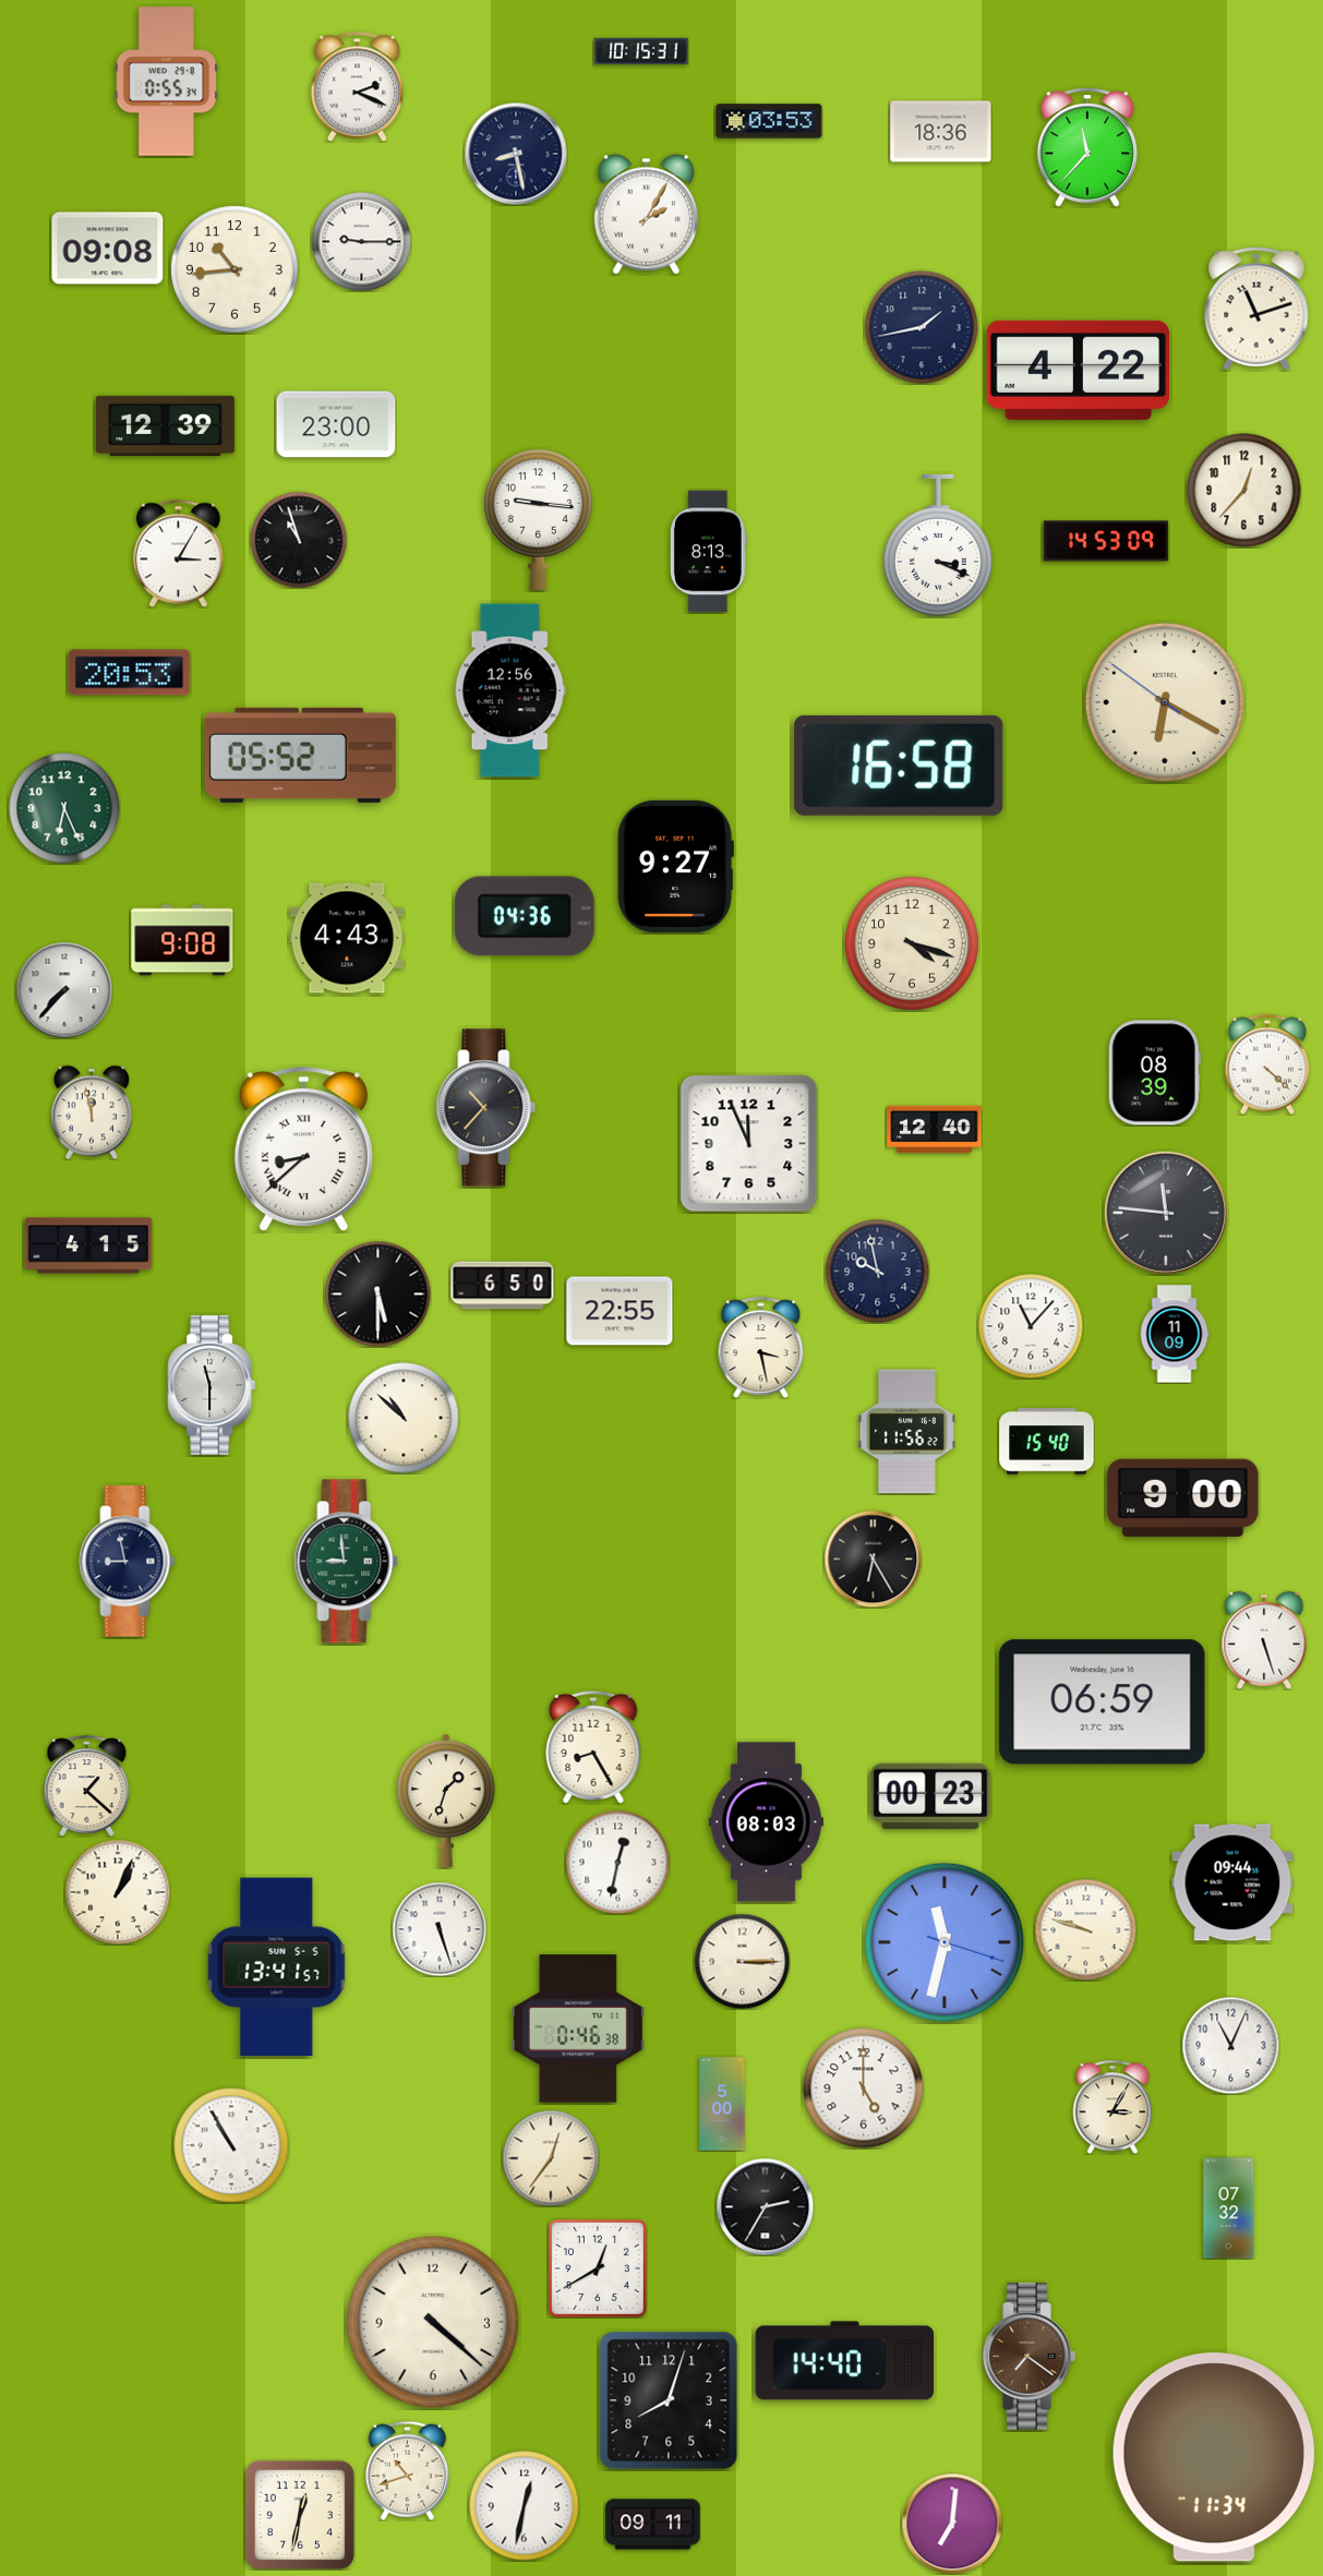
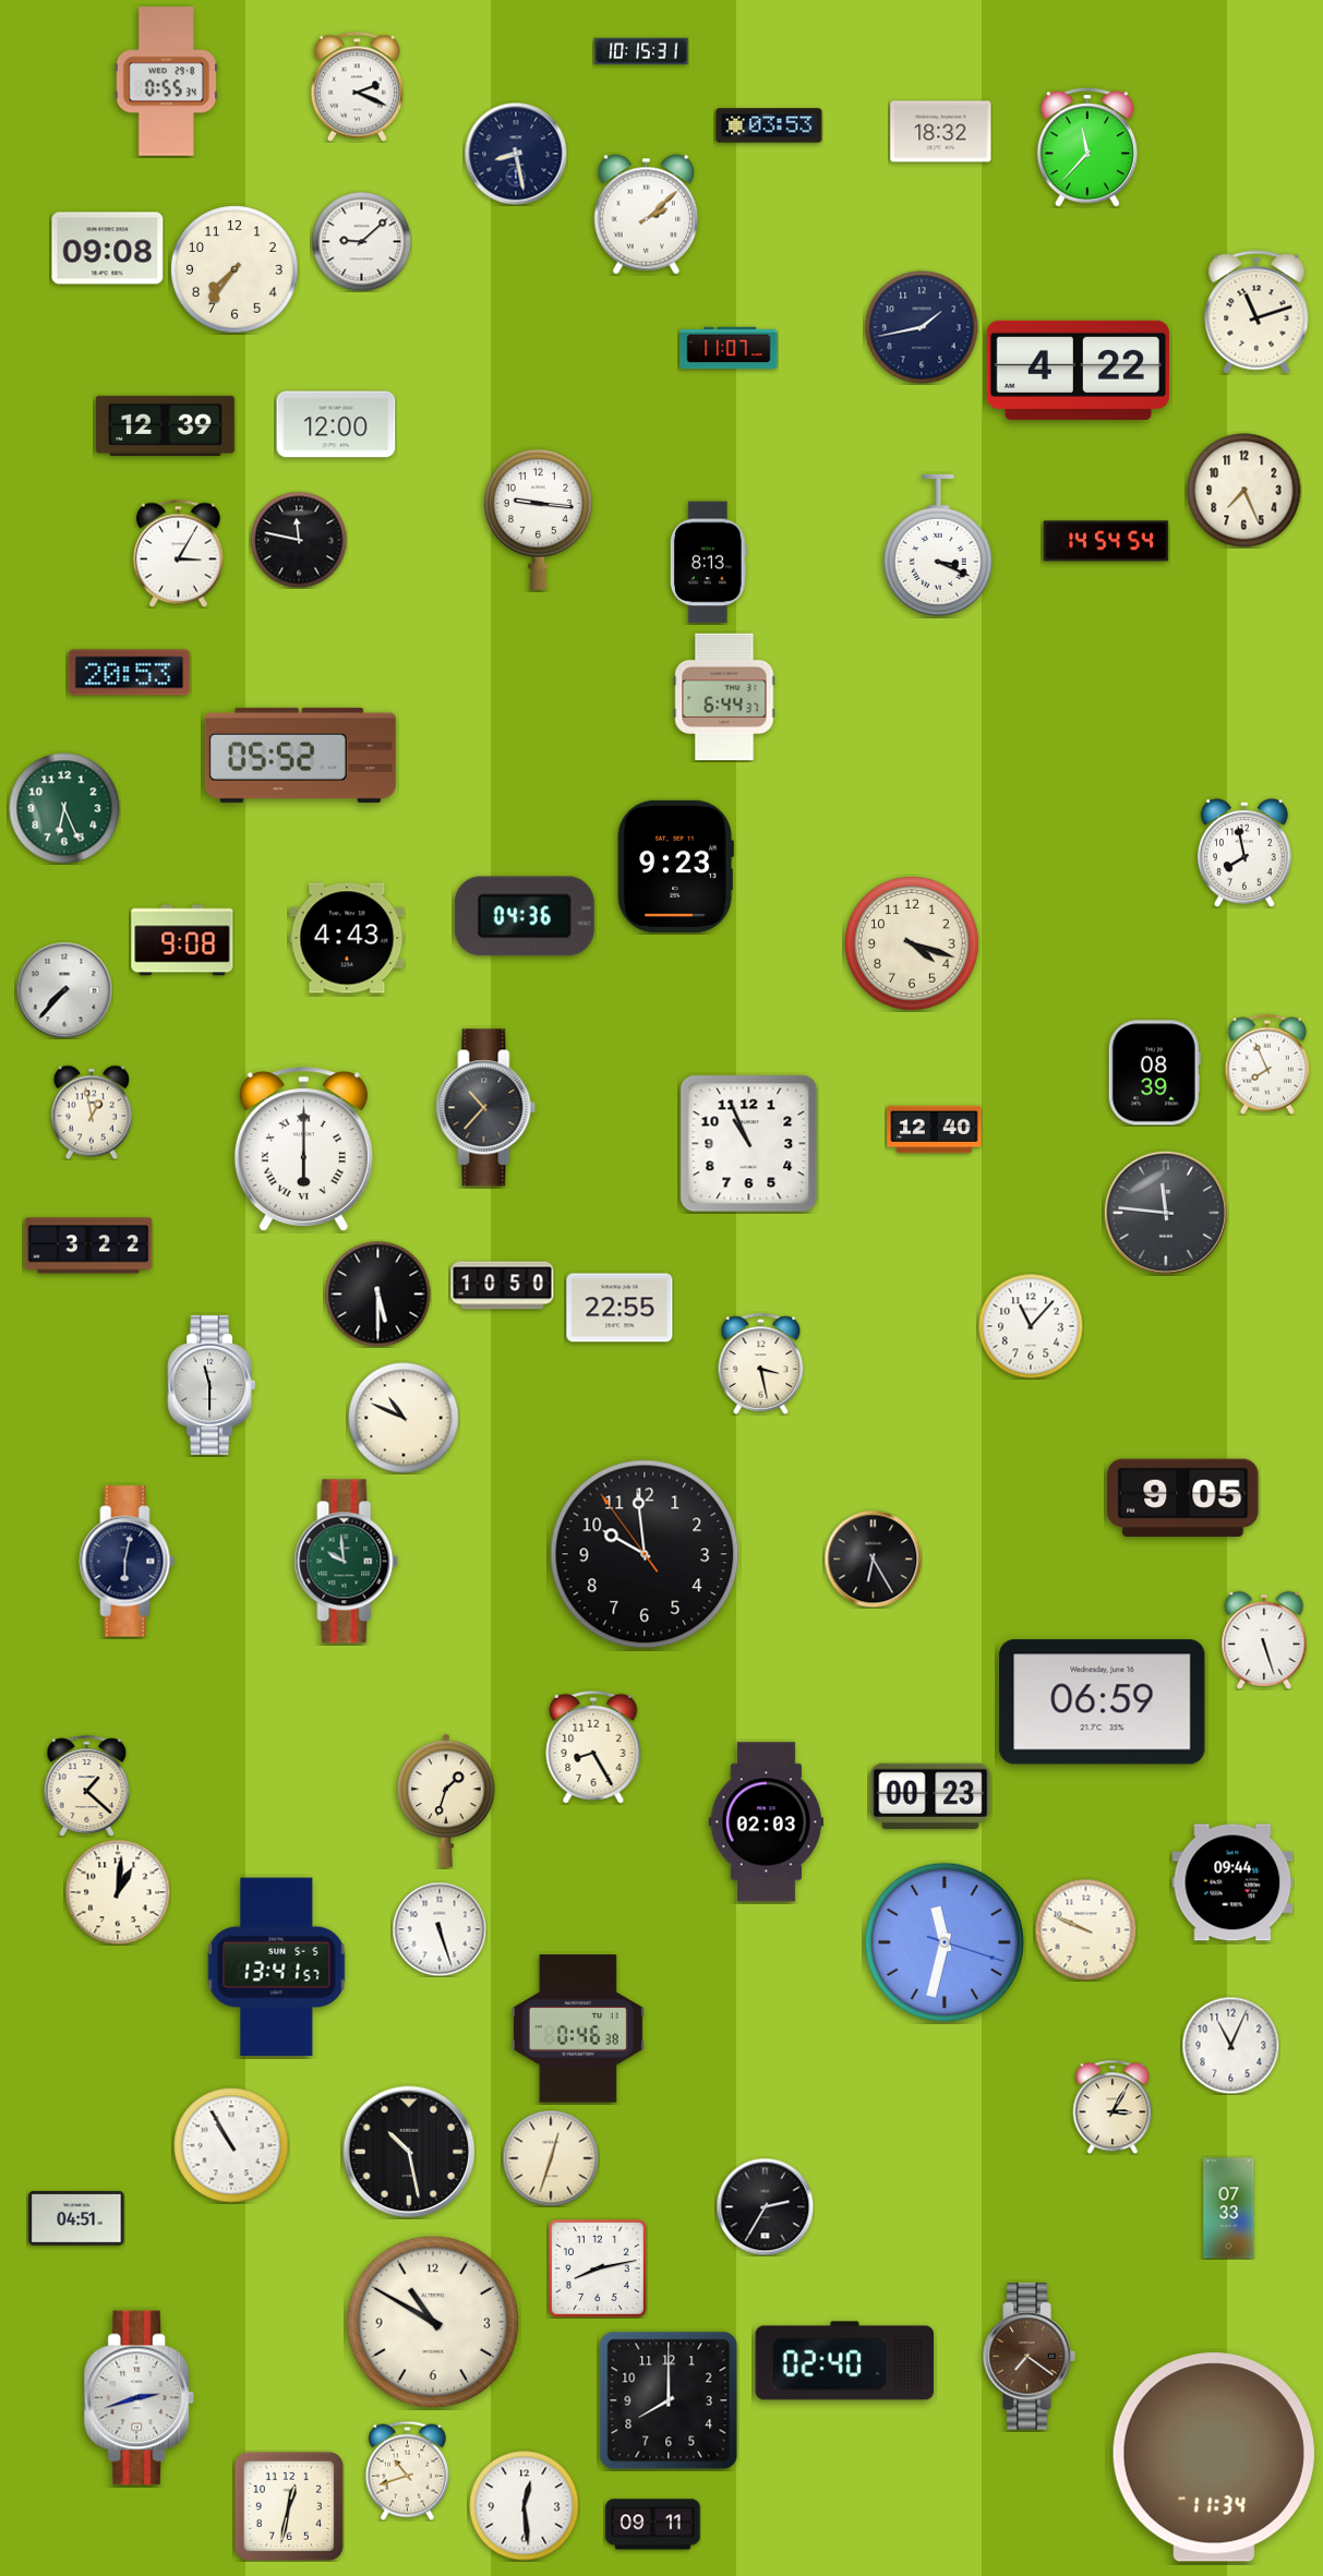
clock at (769, 121) position: (769, 121) -> (769, 125)
clock at (941, 132): 18:36 -> 18:32
clock at (647, 215): 2:05 -> 2:08
clock at (361, 241): 9:15 -> 9:08
clock at (234, 269): 10:44 -> 7:36
clock at (1256, 309) position: (1256, 309) -> (1256, 312)
clock at (729, 348): none -> 11:07
clock at (336, 424): 23:00 -> 12:00
clock at (1244, 491): 12:37 -> 7:26
clock at (299, 540): 10:57 -> 11:47
clock at (1106, 541): 14:53 -> 14:54
clock at (708, 552) position: (708, 552) -> (708, 563)
clock at (510, 690): 12:56 -> none
clock at (724, 697): none -> 6:44
clock at (1165, 702): 6:19 -> none
clock at (899, 766): 16:58 -> none
clock at (1246, 853): none -> 7:58
clock at (675, 866): 9:27 -> 9:23
clock at (1266, 1064): 4:22 -> 7:56
clock at (92, 1112): 11:58 -> 12:58
clock at (749, 1144): 11:56 -> 10:56
clock at (303, 1149): 8:38 -> 6:00
clock at (88, 1245): 4:15 -> 3:22
clock at (877, 1271): 9:58 -> none
clock at (503, 1286): 6:50 -> 10:50
clock at (620, 1311) position: (620, 1311) -> (620, 1308)
clock at (1175, 1334): 11:09 -> none
clock at (761, 1347) position: (761, 1347) -> (761, 1363)
clock at (404, 1418): 10:52 -> 10:49
clock at (906, 1432): 11:56 -> none
clock at (1047, 1442): 15:40 -> none
clock at (1183, 1498): 9:00 -> 9:05
clock at (645, 1554): none -> 9:58
clock at (128, 1562): 8:58 -> 6:02
clock at (347, 1562): 8:59 -> 9:59
clock at (766, 1822): 08:03 -> 02:03
clock at (617, 1862): 12:32 -> none
clock at (118, 1892): 1:04 -> 1:01
clock at (1085, 1929): 9:48 -> 9:49
clock at (742, 1961): 3:15 -> none
clock at (864, 2089): 5:00 -> none
clock at (722, 2104): 5:00 -> none
clock at (409, 2152): none -> 10:28
clock at (551, 2158): 12:36 -> 12:33
clock at (1229, 2208): 07:32 -> 07:33
clock at (76, 2218): none -> 04:51
clock at (598, 2268): 12:40 -> 8:13
clock at (433, 2322): 4:22 -> 10:50
clock at (845, 2361): 14:40 -> 02:40
clock at (139, 2398): none -> 2:42
clock at (669, 2400): 8:03 -> 8:00
clock at (525, 2506): 12:32 -> 12:29
clock at (300, 2515) position: (300, 2515) -> (289, 2506)
clock at (952, 2524): 7:01 -> none
